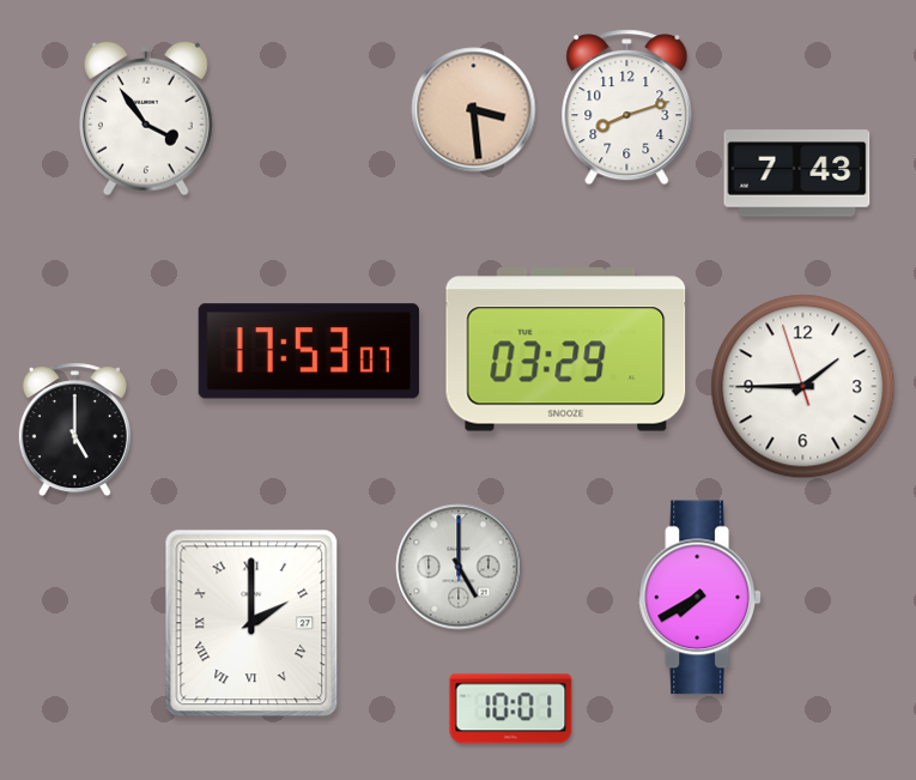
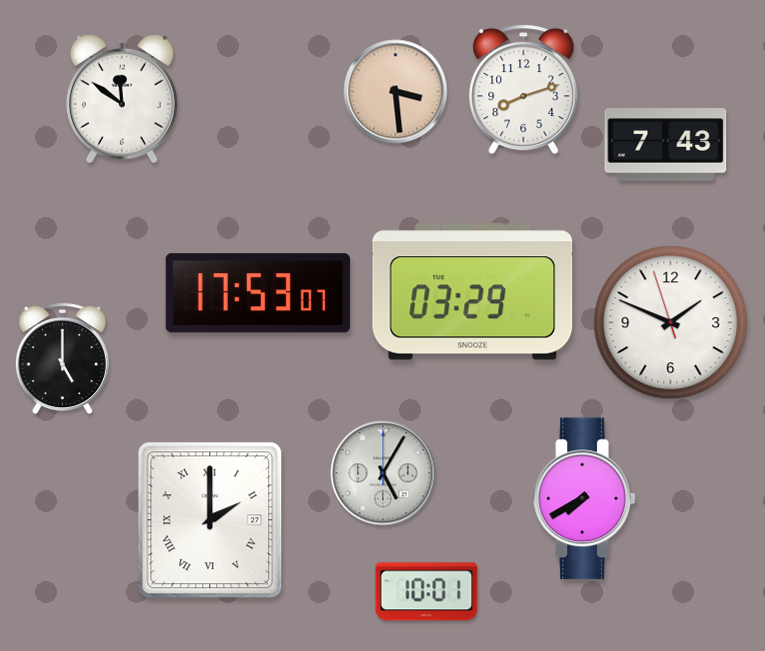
clock at (146, 119): 3:54 -> 11:51
clock at (803, 387): 1:44 -> 1:48
clock at (459, 567): 5:00 -> 5:05
